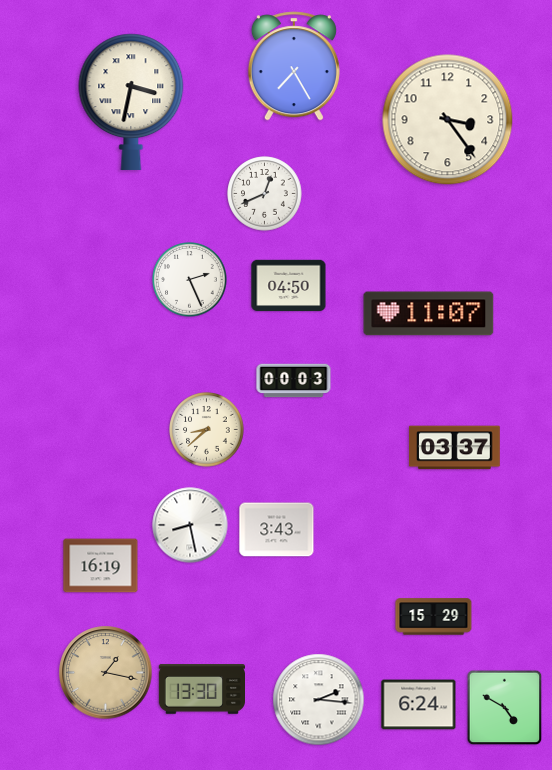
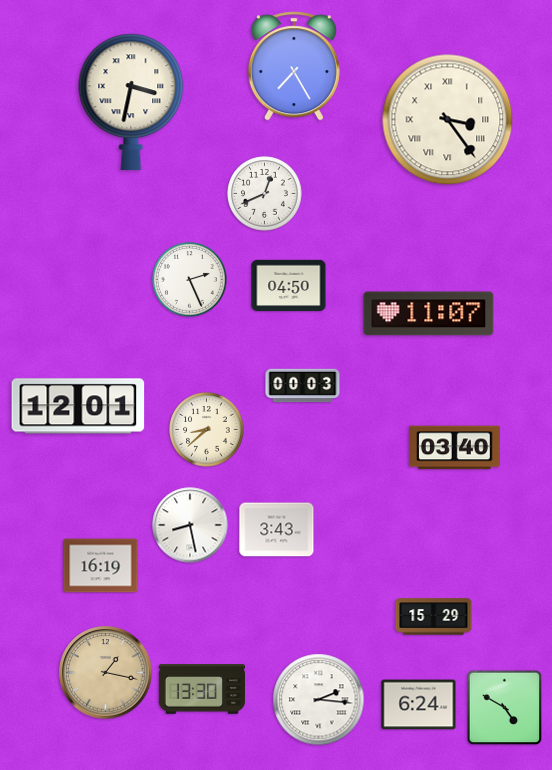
clock at (448, 120) numerals: Arabic -> Roman
clock at (294, 381) position: (294, 381) -> (303, 386)
clock at (78, 406): none -> 12:01
clock at (455, 448): 03:37 -> 03:40
